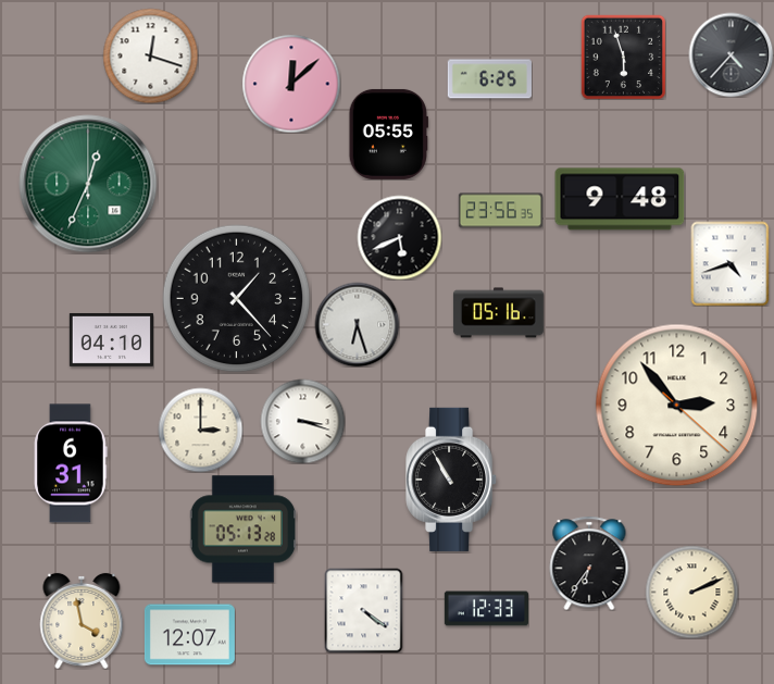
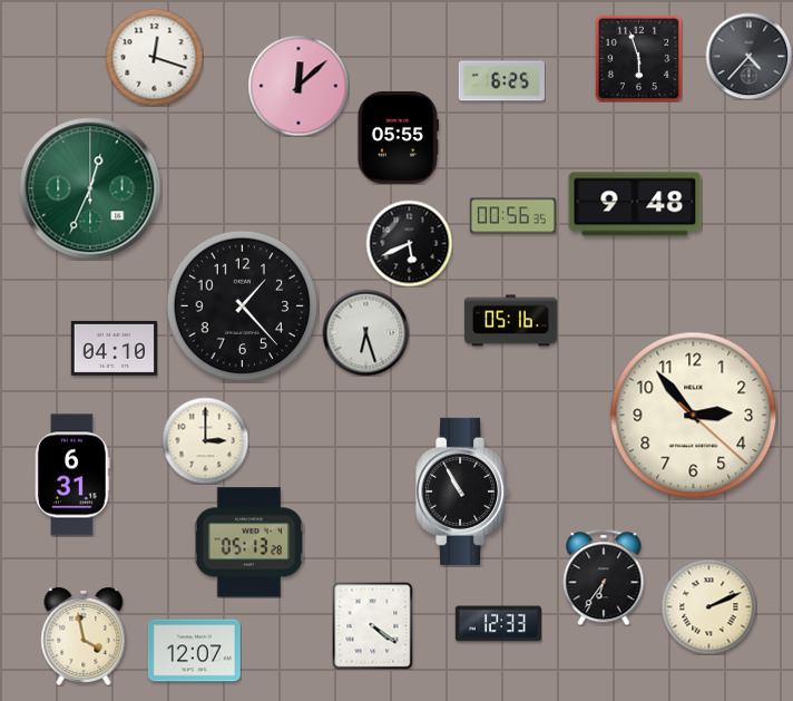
clock at (500, 211): 23:56 -> 00:56
clock at (731, 263): 4:42 -> none
clock at (302, 421): 3:18 -> none
